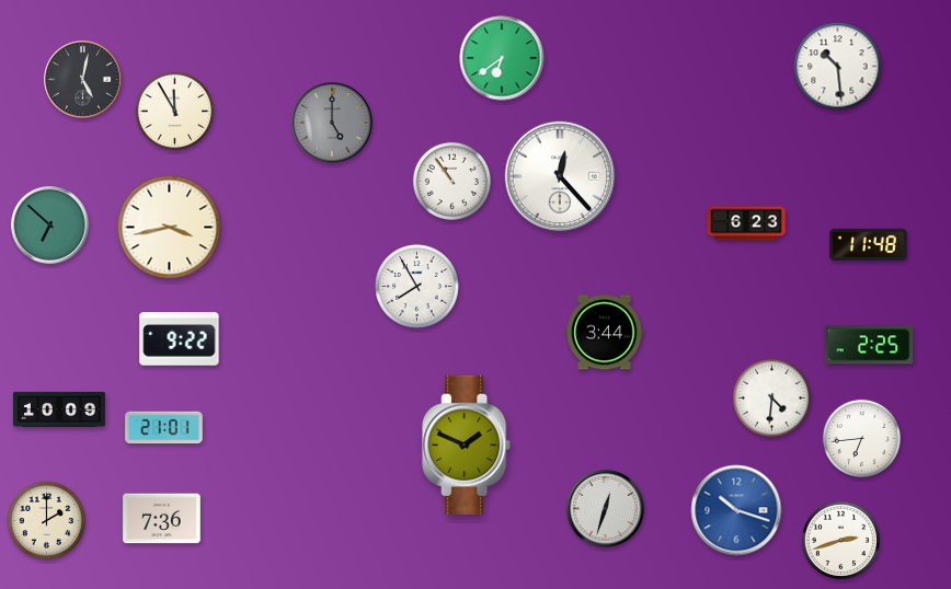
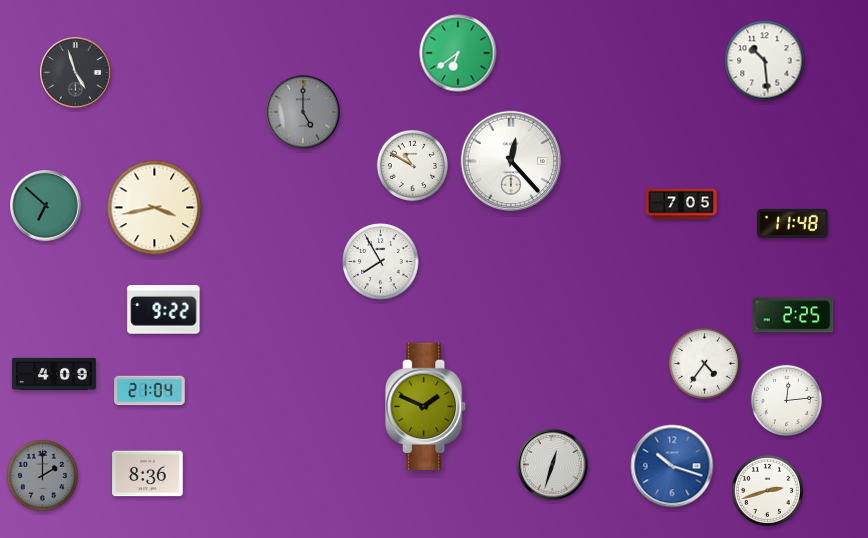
clock at (83, 80): 5:02 -> 4:57
clock at (174, 111): 11:55 -> none
clock at (451, 181): 10:54 -> 10:50
clock at (746, 223): 6:23 -> 7:05
clock at (605, 333): 3:44 -> none
clock at (771, 397): 4:31 -> 4:36
clock at (59, 408): 10:09 -> 4:09
clock at (164, 428): 21:01 -> 21:04
clock at (861, 438): 6:44 -> 12:14
clock at (162, 519): 7:36 -> 8:36
clock at (46, 520) dial: cream -> grey
clock at (840, 540) position: (840, 540) -> (767, 490)
